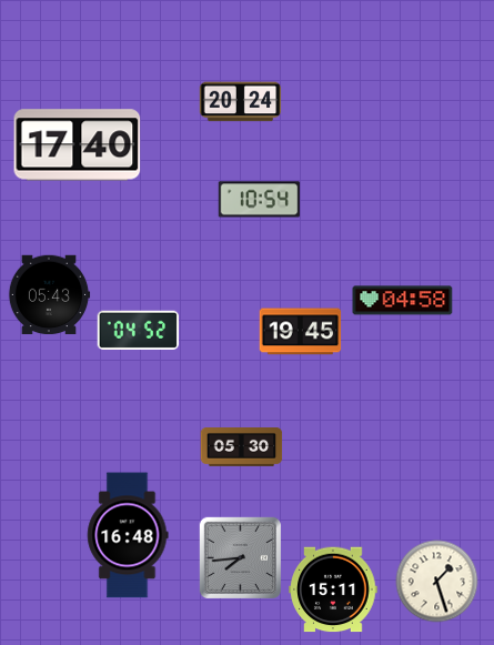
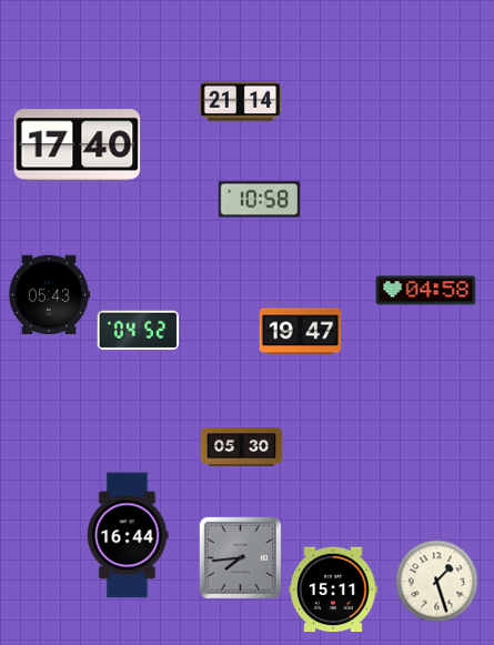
clock at (241, 102): 20:24 -> 21:14
clock at (260, 200): 10:54 -> 10:58
clock at (403, 301) position: (403, 301) -> (426, 291)
clock at (301, 332): 19:45 -> 19:47
clock at (128, 535): 16:48 -> 16:44
